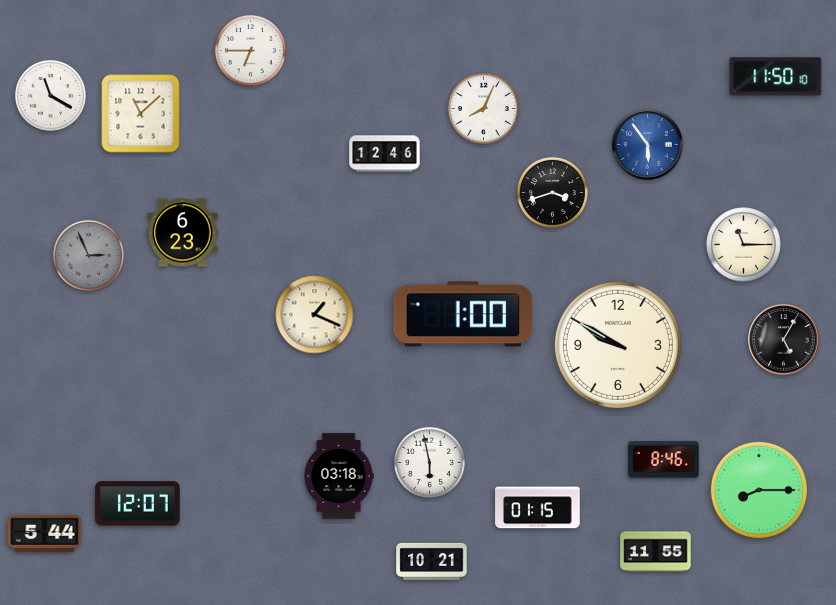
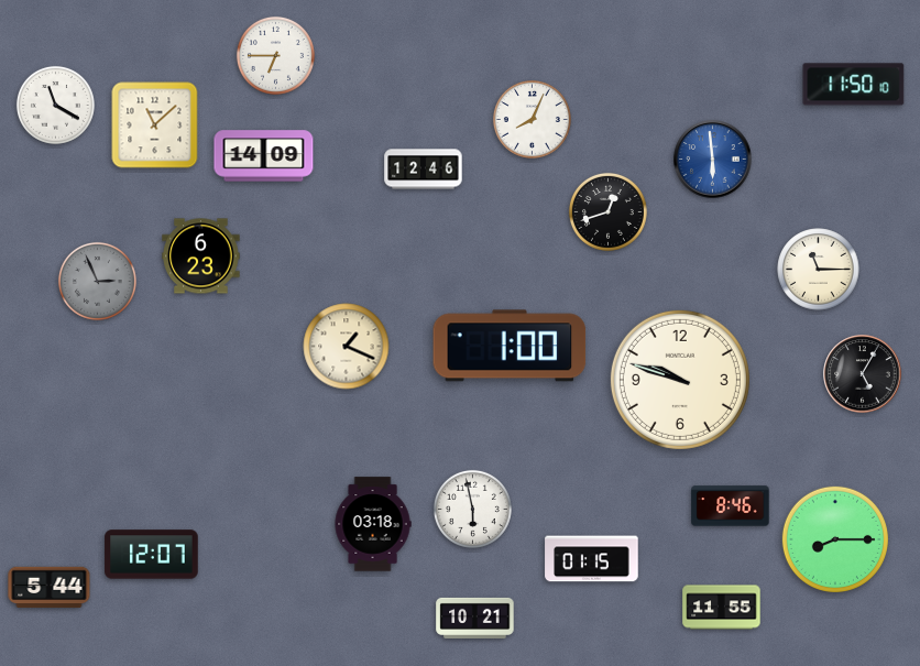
clock at (264, 156): none -> 14:09
clock at (648, 145): 5:54 -> 5:59
clock at (552, 192): 3:42 -> 12:42
clock at (618, 345): 9:50 -> 9:48
